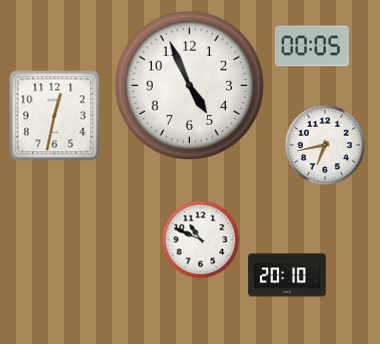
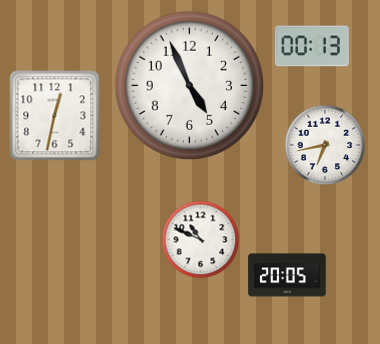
clock at (312, 46): 00:05 -> 00:13
clock at (287, 275): 20:10 -> 20:05
